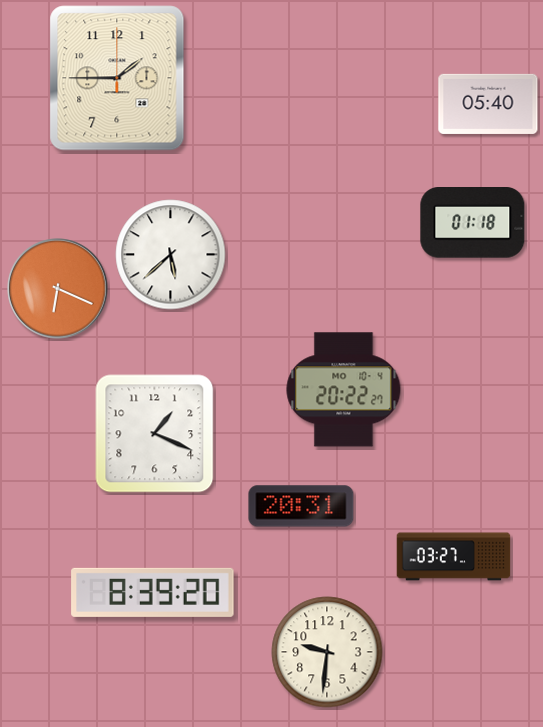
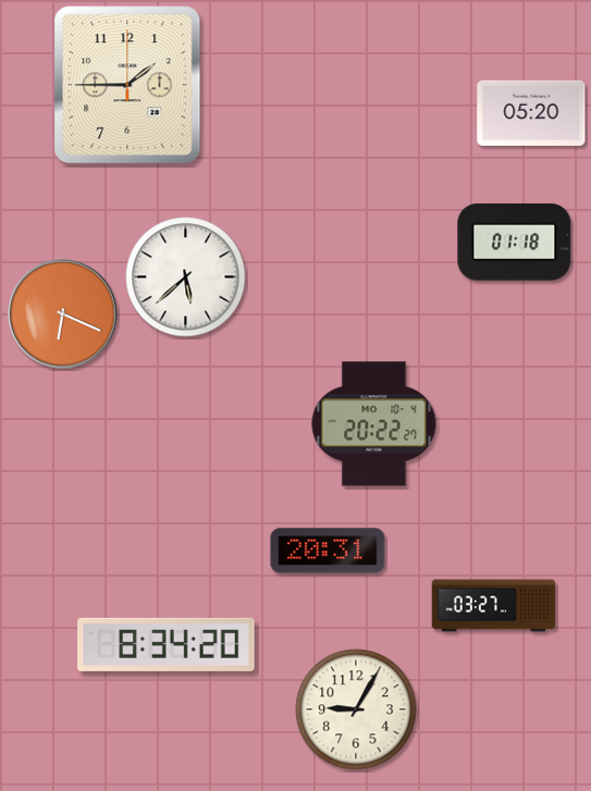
clock at (488, 104): 05:40 -> 05:20
clock at (155, 434): 1:19 -> none
clock at (153, 592): 8:39 -> 8:34
clock at (327, 652): 9:31 -> 9:05
